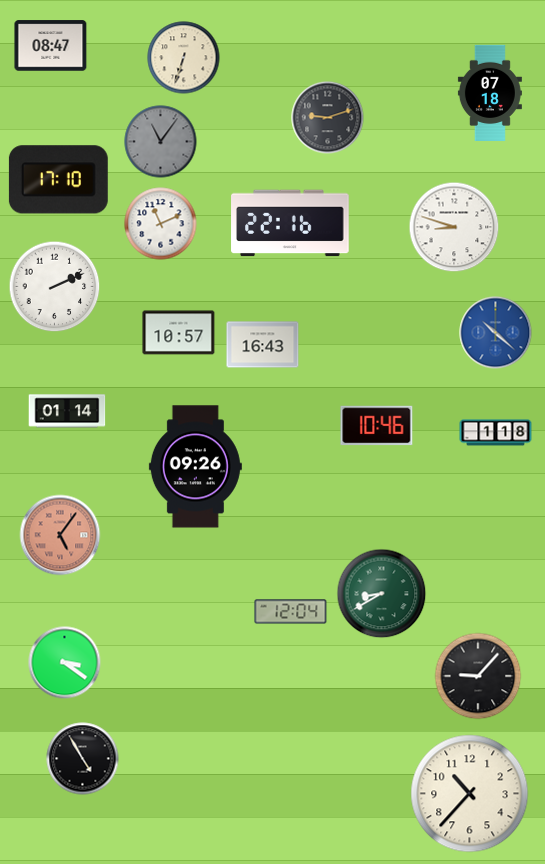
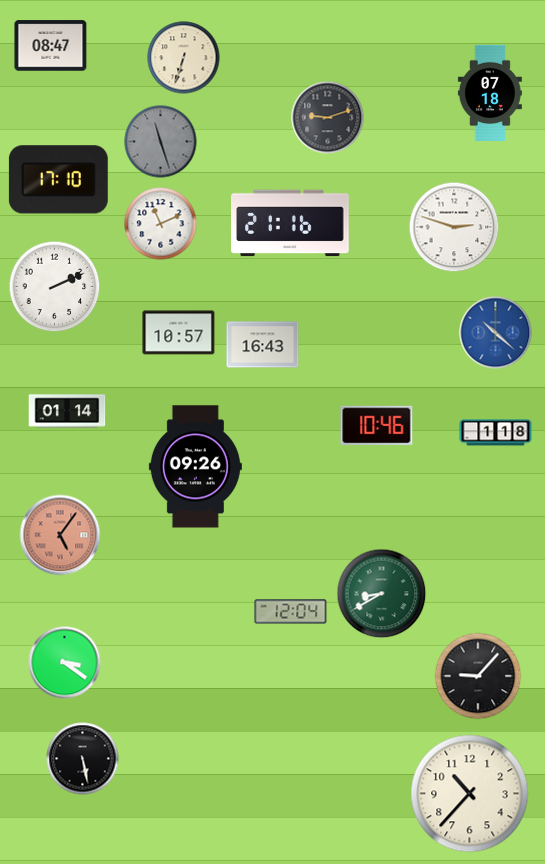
clock at (161, 142): 11:06 -> 11:27
clock at (290, 223): 22:16 -> 21:16
clock at (454, 227): 8:48 -> 2:48
clock at (83, 759): 4:55 -> 5:28
